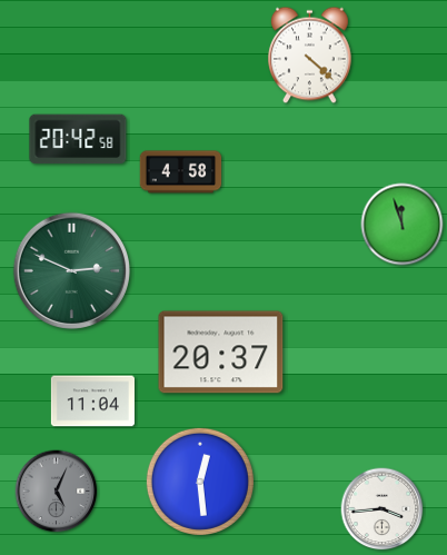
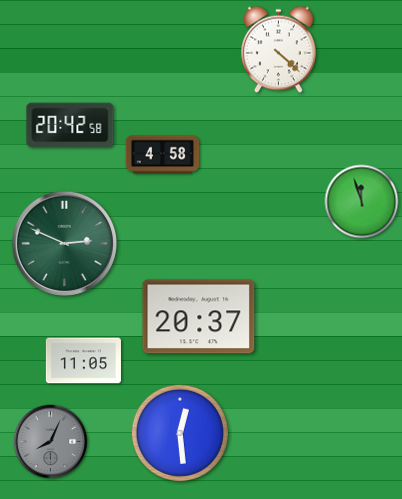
clock at (92, 402): 11:04 -> 11:05
clock at (57, 492): 5:04 -> 8:04
clock at (383, 509): 3:44 -> none
